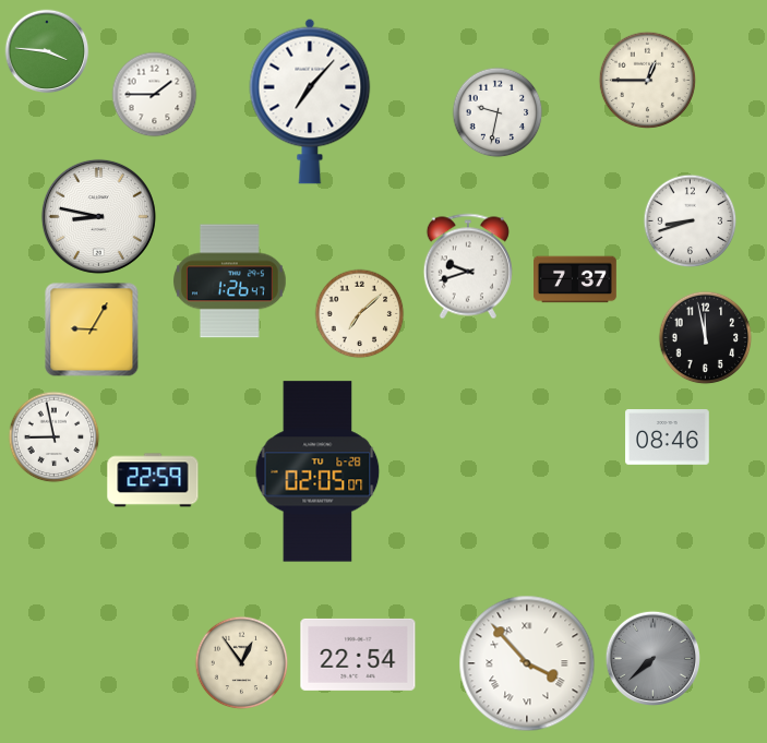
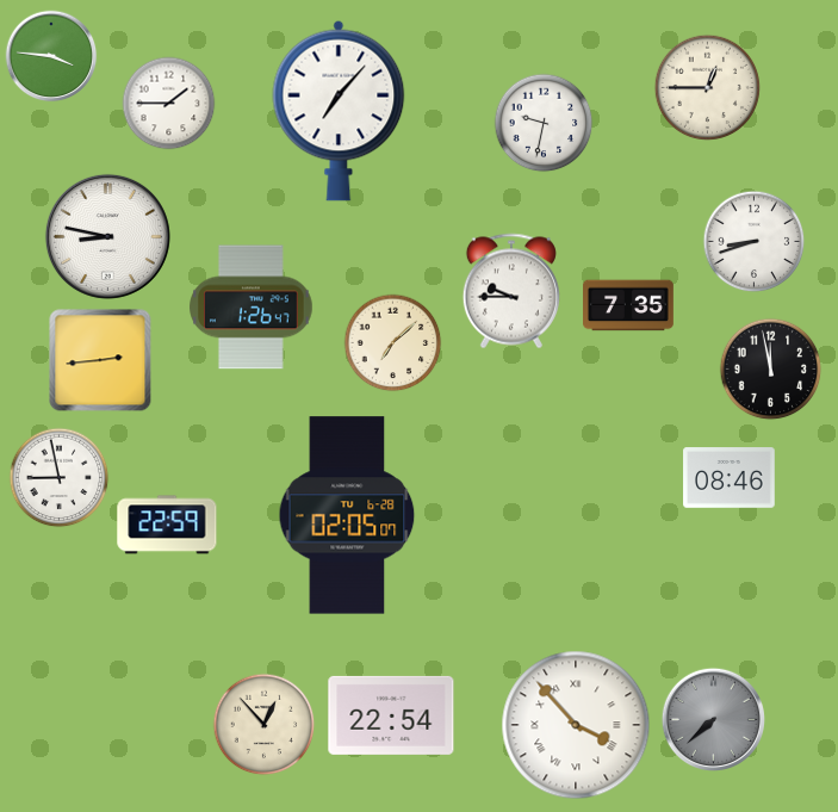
clock at (468, 266): 9:42 -> 9:45
clock at (576, 279): 7:37 -> 7:35
clock at (92, 329): 9:05 -> 2:44
clock at (242, 663): 12:54 -> 12:53
